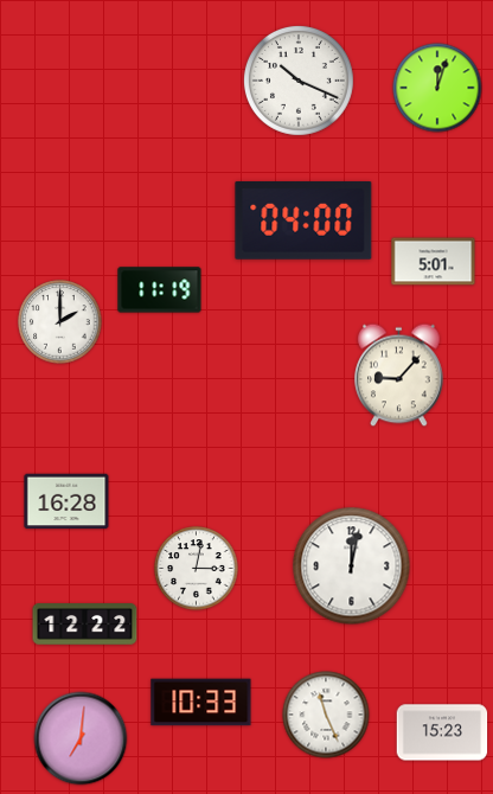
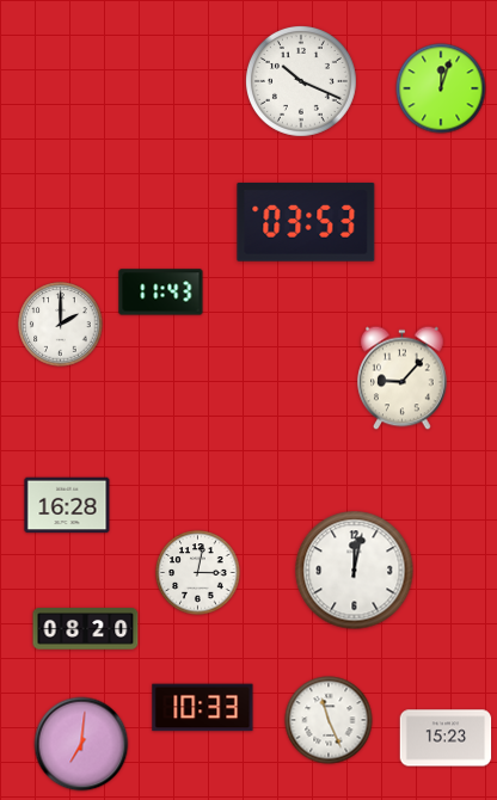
clock at (303, 220): 04:00 -> 03:53
clock at (434, 262): 5:01 -> none
clock at (160, 290): 11:19 -> 11:43
clock at (85, 625): 12:22 -> 08:20
